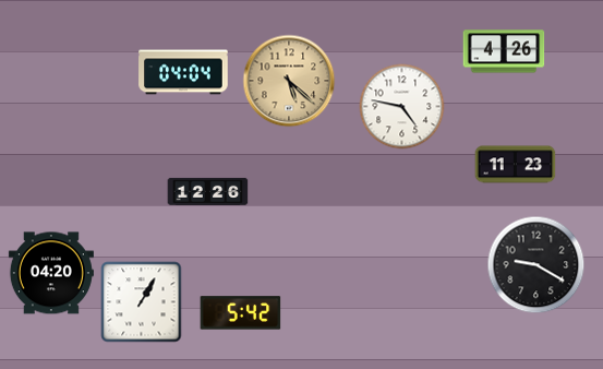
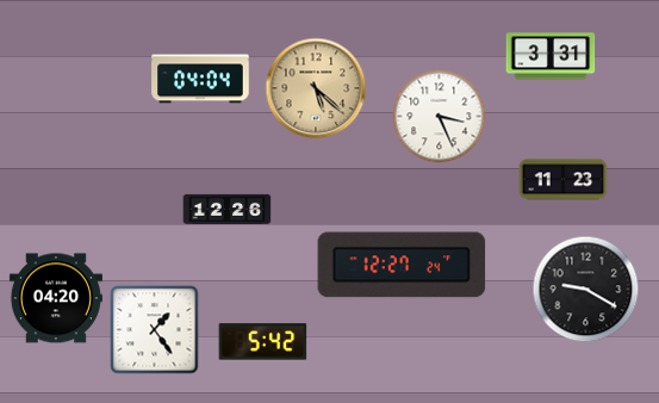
clock at (504, 51): 4:26 -> 3:31
clock at (402, 107): 4:47 -> 3:26
clock at (402, 265): none -> 12:27
clock at (142, 302): 1:05 -> 1:24
